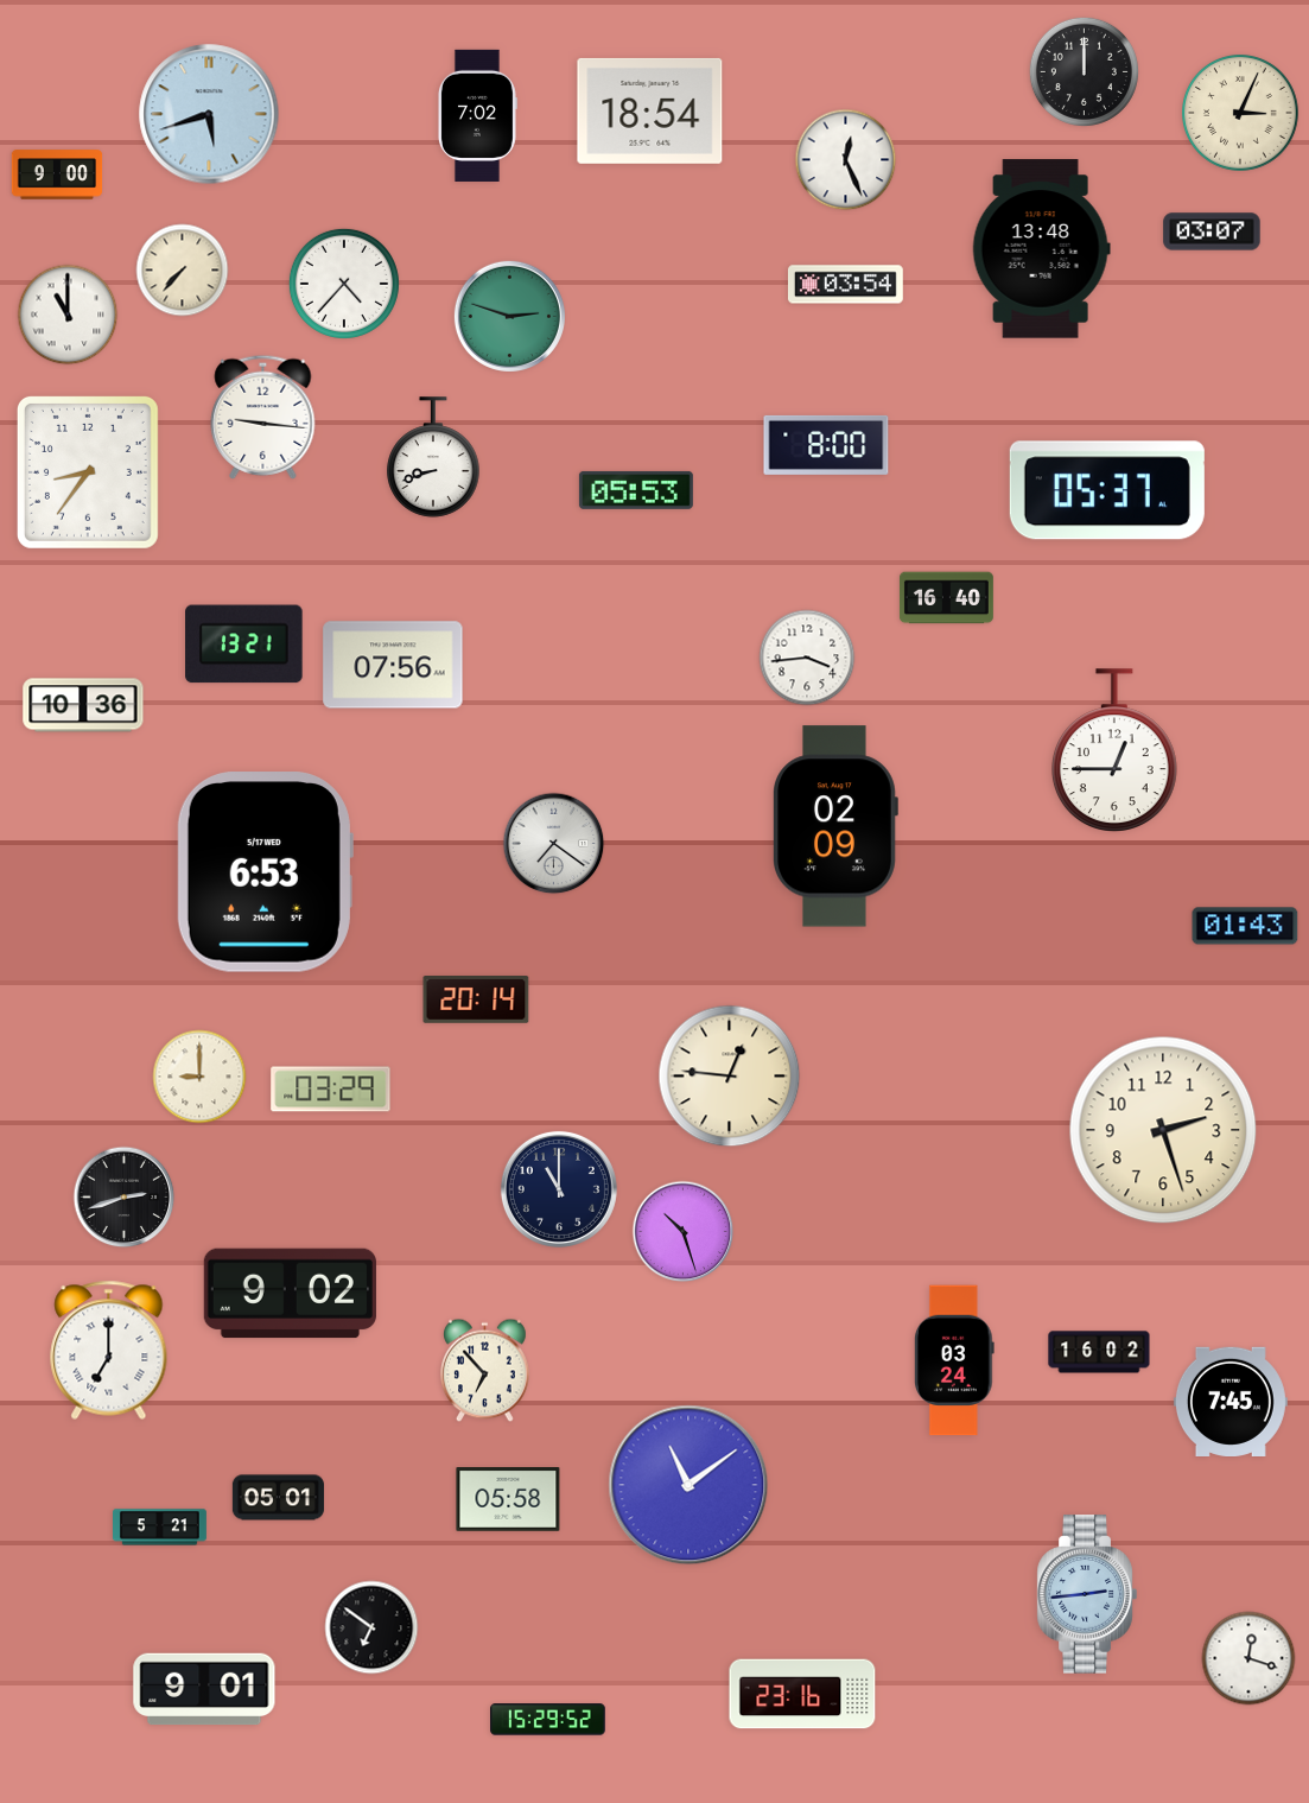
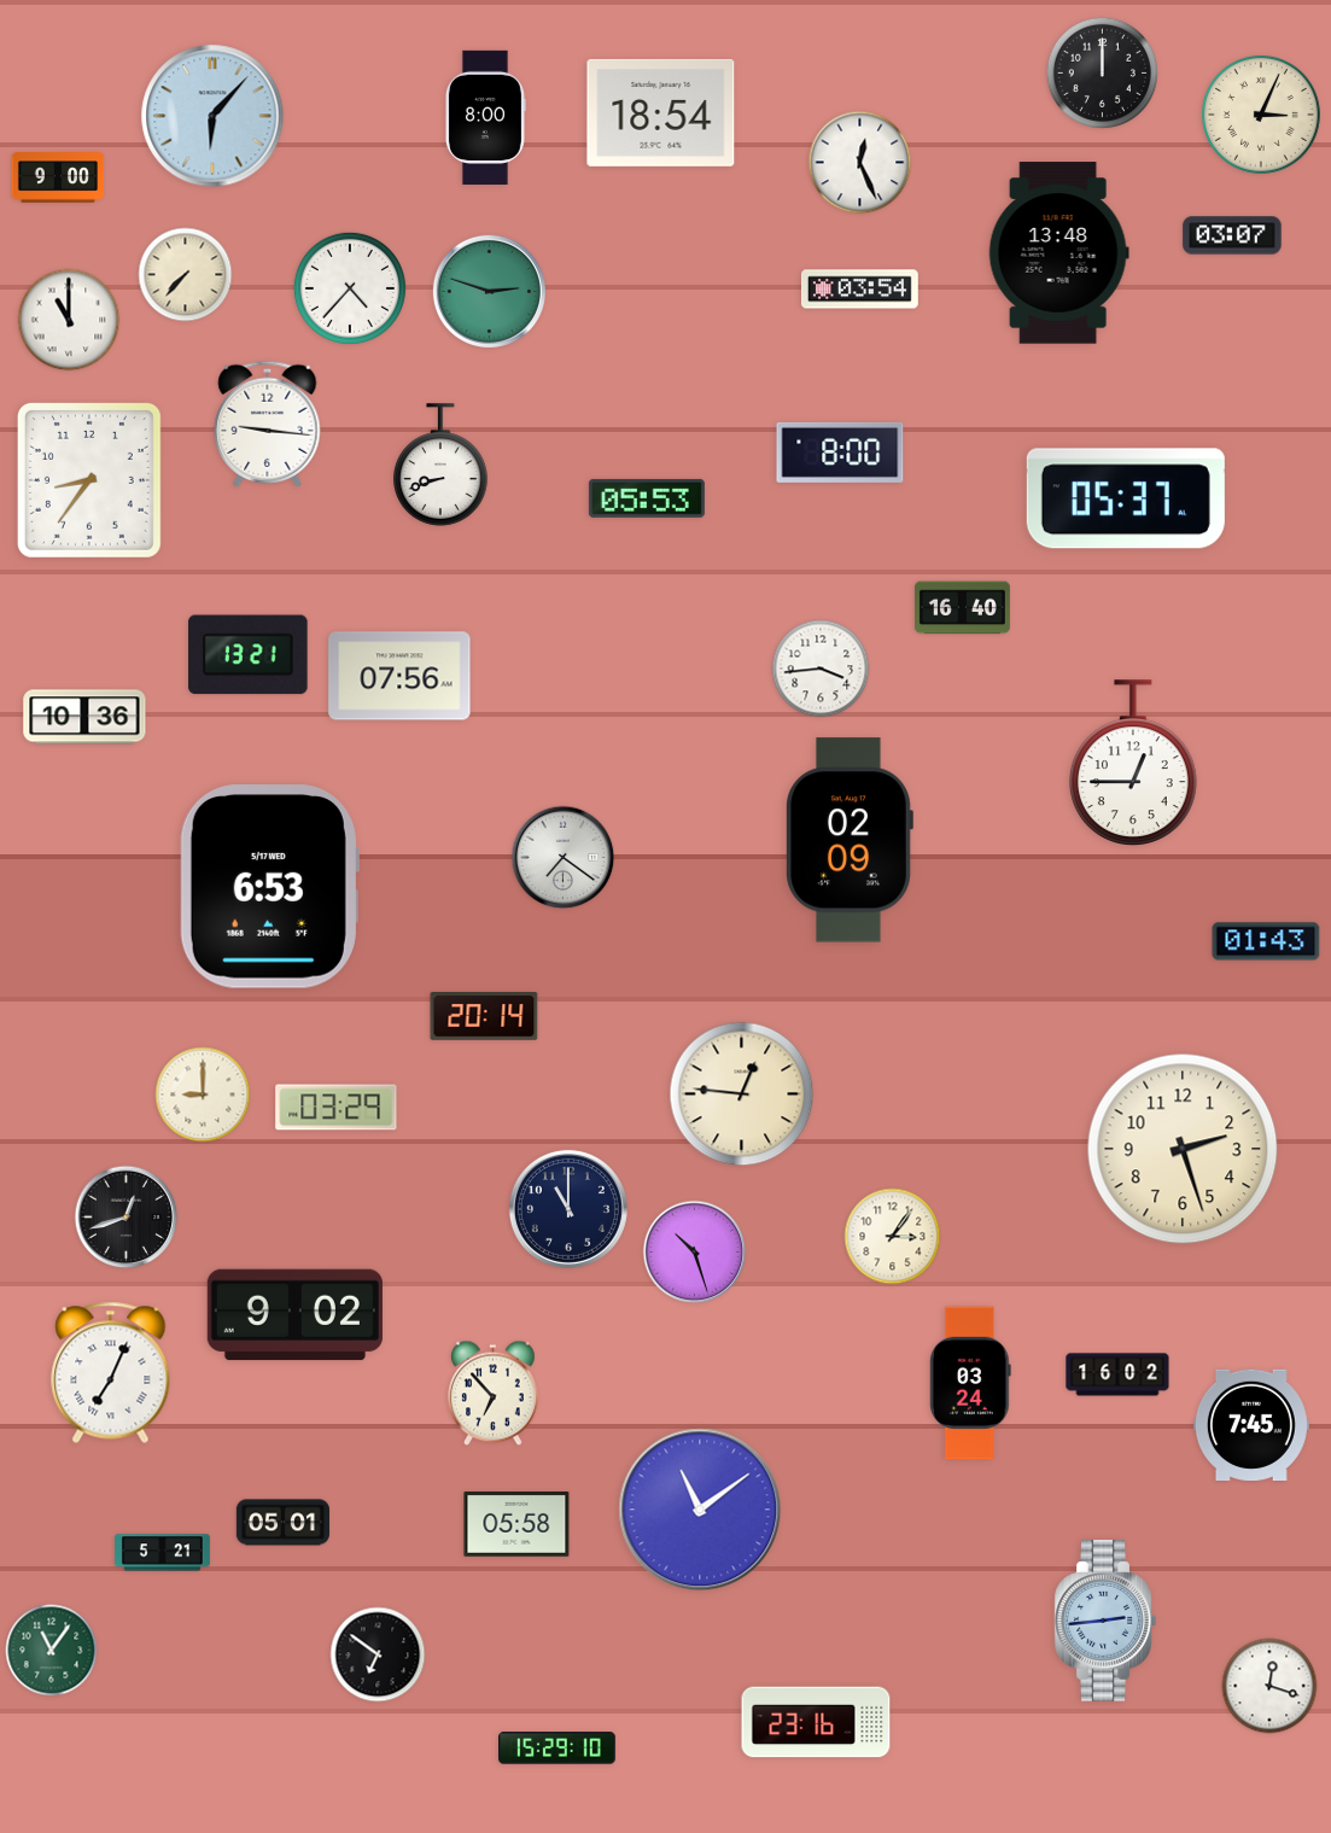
clock at (209, 114): 5:42 -> 6:07
clock at (477, 115): 7:02 -> 8:00
clock at (509, 316) position: (509, 316) -> (489, 291)
clock at (125, 1198): 2:42 -> 12:42
clock at (893, 1237): none -> 3:06
clock at (109, 1350): 7:00 -> 7:04
clock at (52, 1651): none -> 11:06
clock at (204, 1689): 9:01 -> none
clock at (548, 1720): 15:29:52 -> 15:29:10
